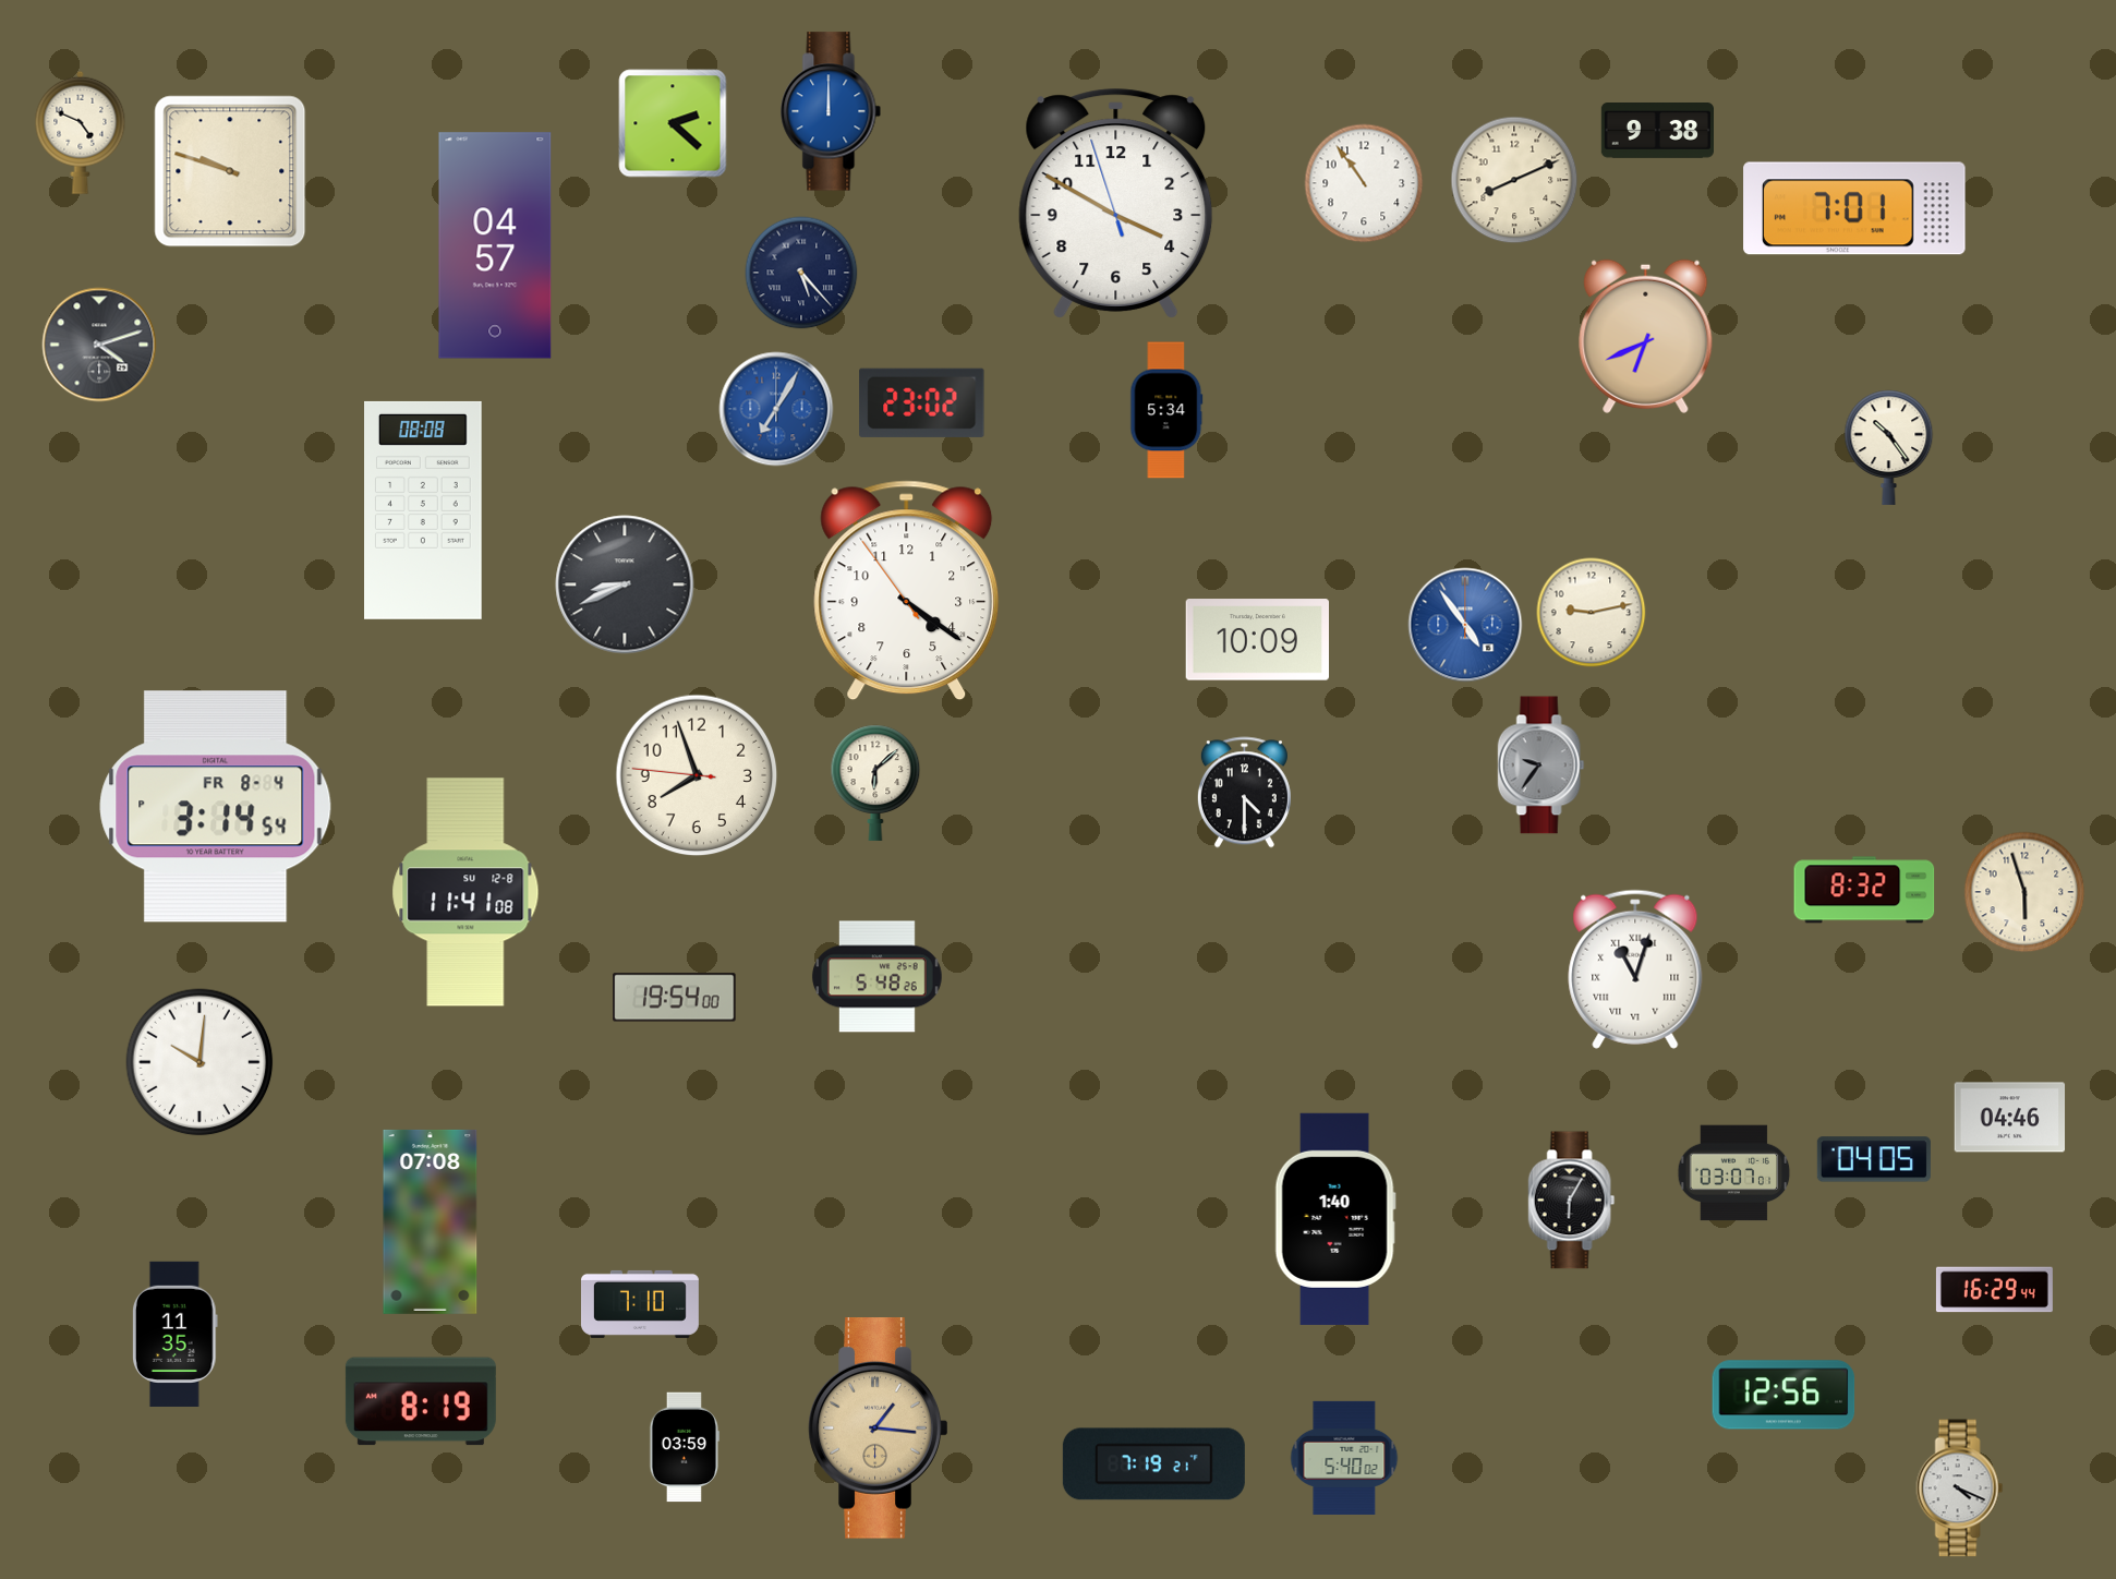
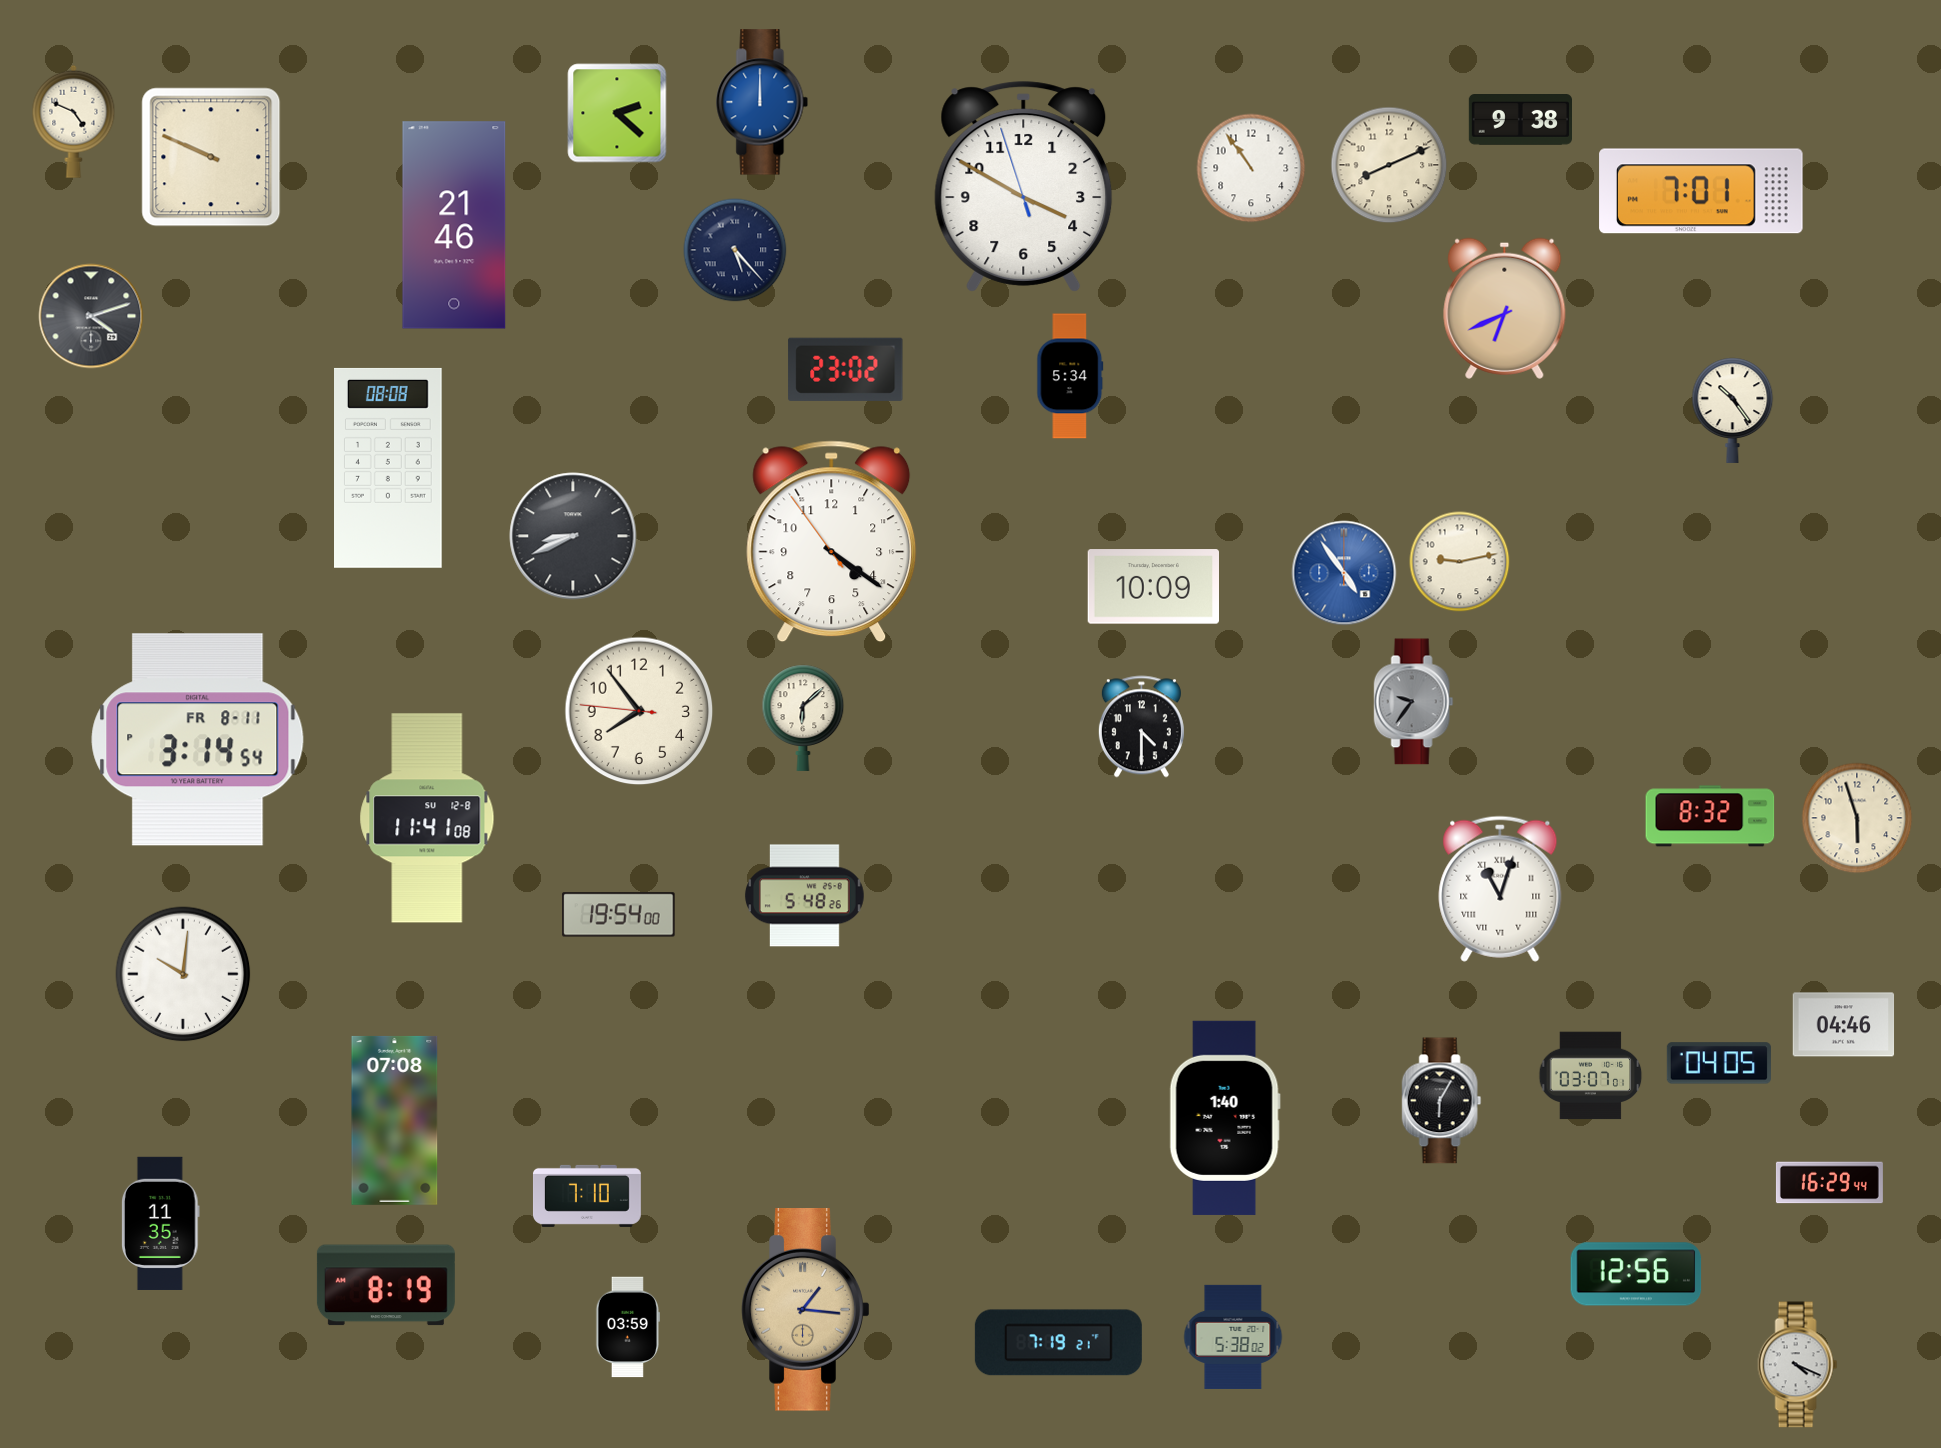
clock at (230, 171): 9:48 -> 9:49
clock at (495, 245): 04:57 -> 21:46
clock at (1646, 336) position: (1646, 336) -> (1505, 308)
clock at (776, 409): 7:05 -> none
clock at (697, 775): 7:56 -> 7:53
clock at (216, 807) date: FR 8-4 -> FR 8-11
clock at (1784, 1395) position: (1784, 1395) -> (1636, 1274)
clock at (1344, 1458): 5:40 -> 5:38
